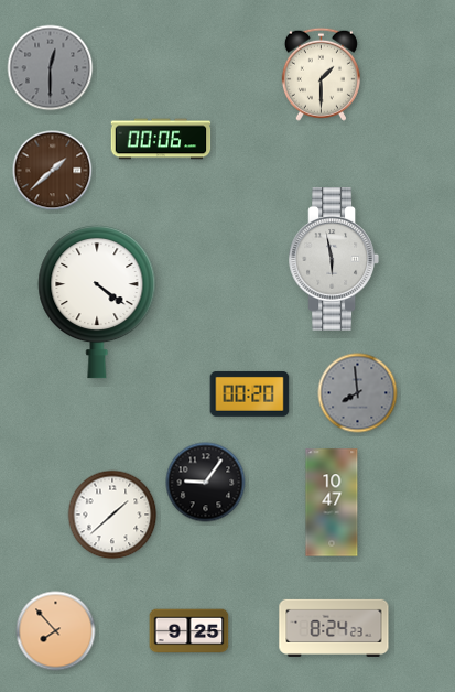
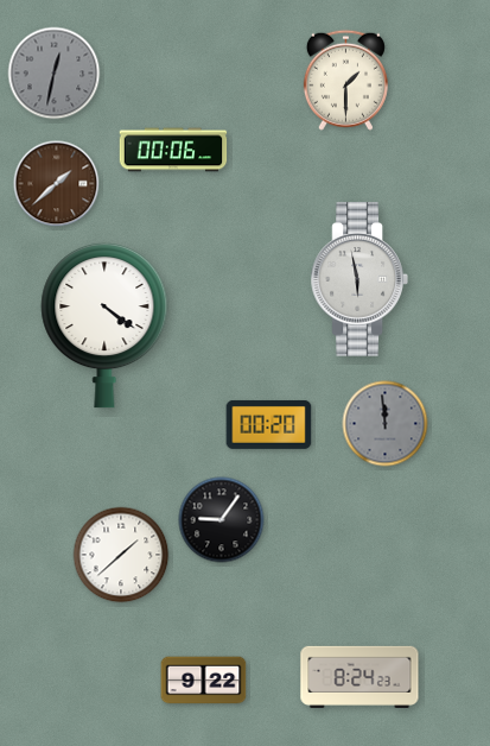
clock at (51, 68): 12:30 -> 12:32
clock at (358, 393): 7:59 -> 11:59
clock at (332, 502): 10:47 -> none
clock at (56, 631): 7:53 -> none
clock at (189, 631): 9:25 -> 9:22
